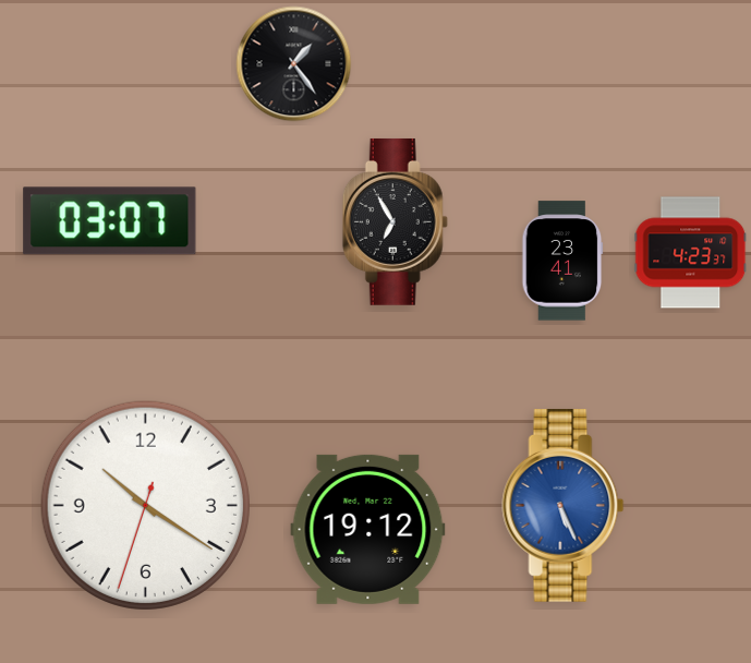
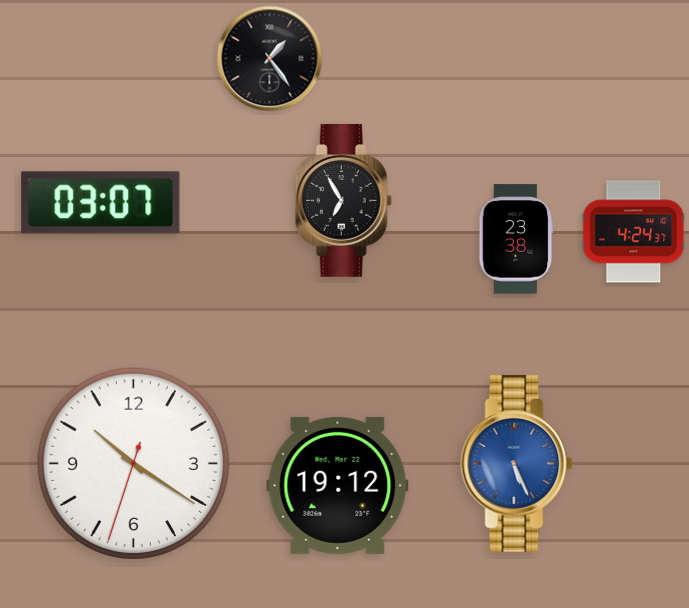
clock at (395, 221) position: (395, 221) -> (343, 200)
clock at (691, 253): 4:23 -> 4:24
clock at (562, 261): 23:41 -> 23:38
